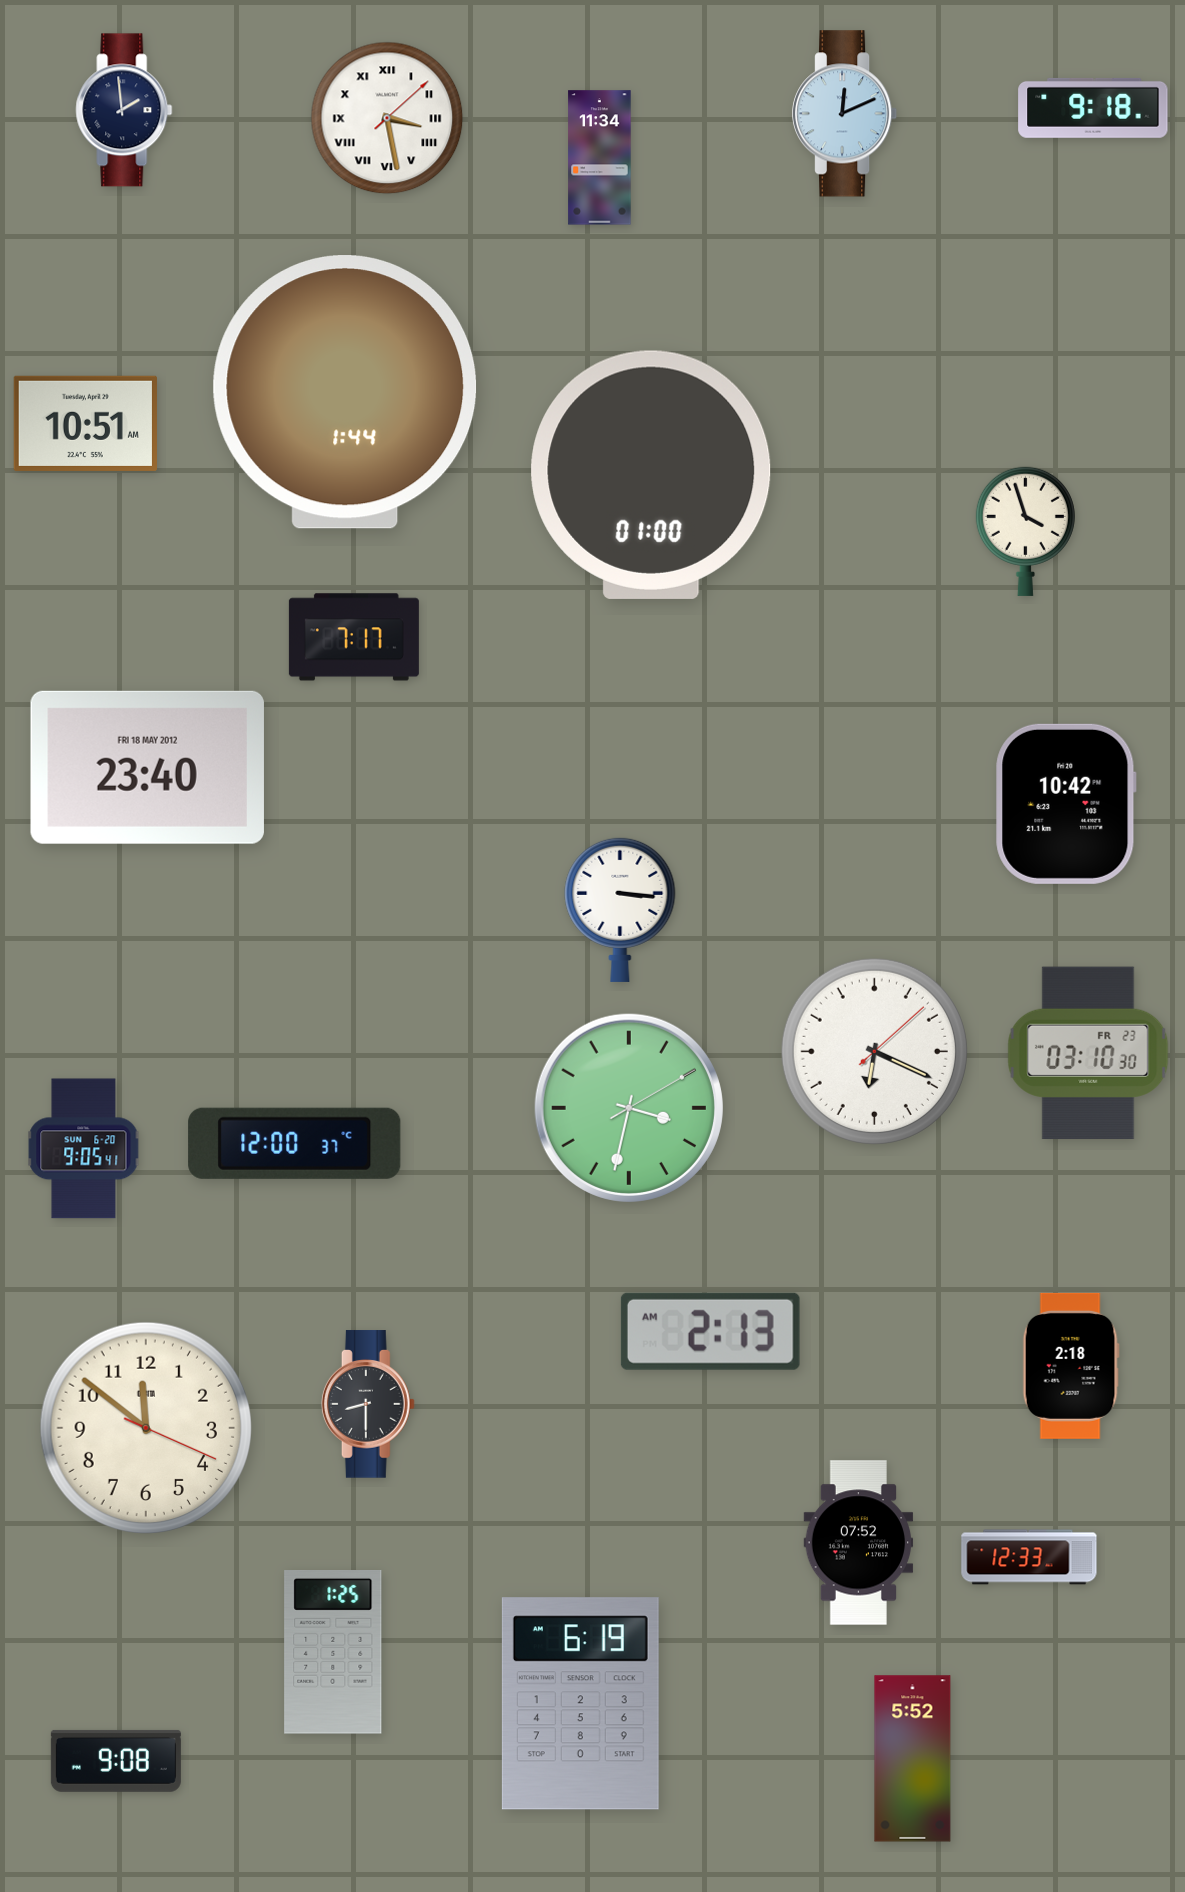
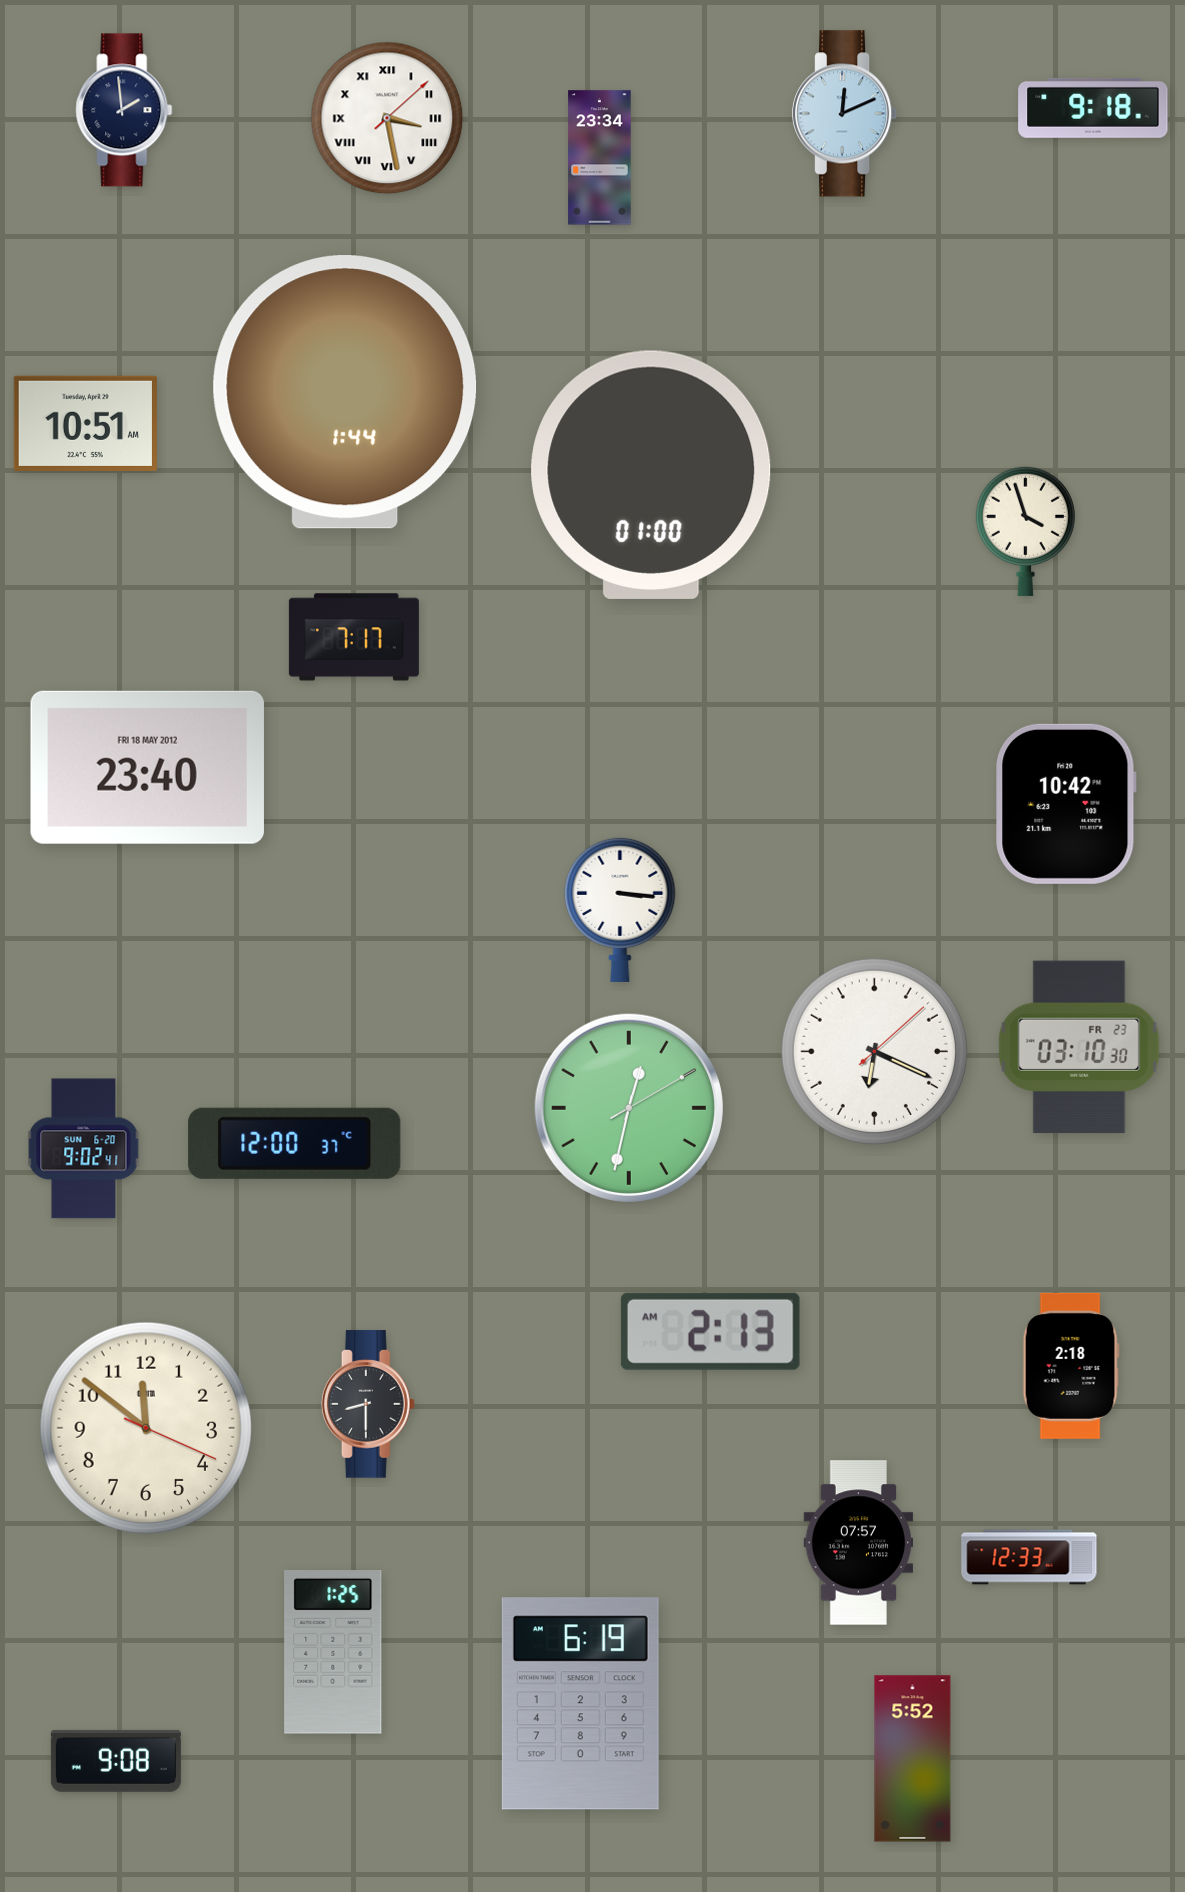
clock at (600, 158): 11:34 -> 23:34
clock at (1088, 1053) position: (1088, 1053) -> (1079, 1047)
clock at (629, 1108): 3:32 -> 12:32
clock at (84, 1149): 9:05 -> 9:02
clock at (859, 1543): 07:52 -> 07:57
